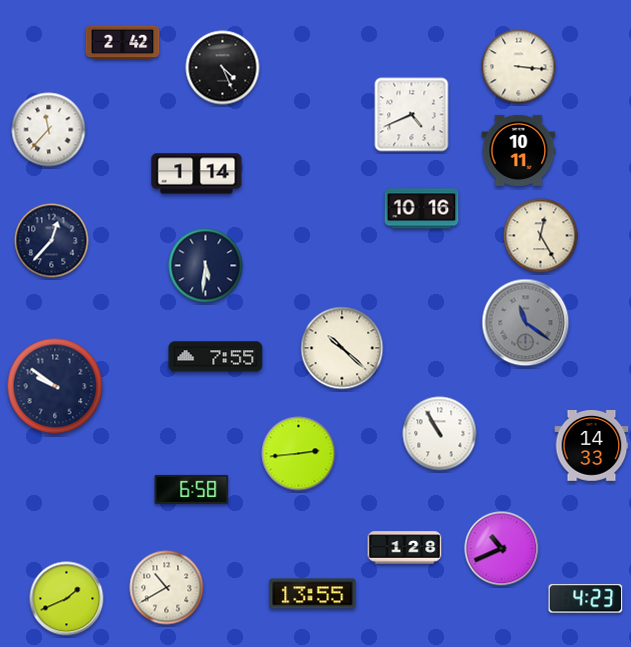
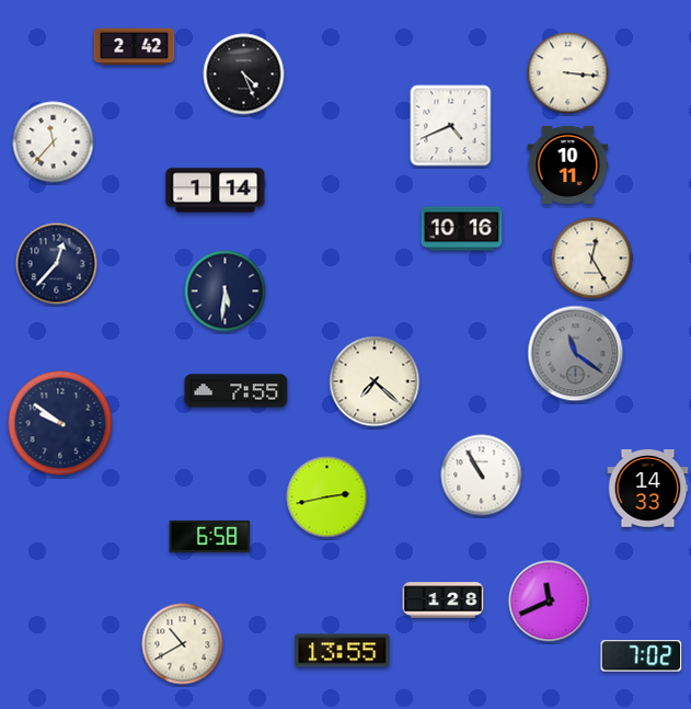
clock at (342, 348): 10:22 -> 7:22
clock at (299, 454): 2:44 -> 2:43
clock at (502, 549): 10:41 -> 11:41
clock at (67, 599): 1:41 -> none
clock at (586, 599): 4:23 -> 7:02
